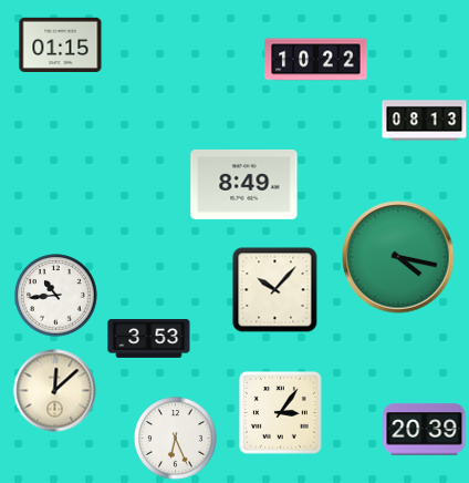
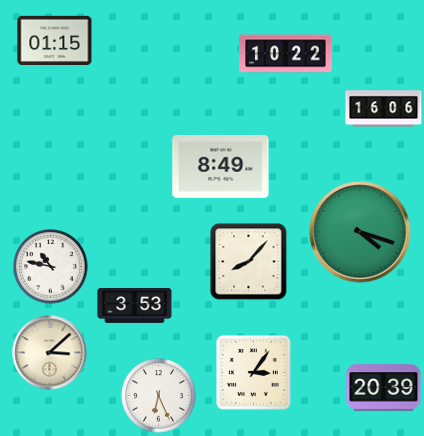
clock at (425, 121): 08:13 -> 16:06
clock at (398, 257): 4:17 -> 4:18
clock at (275, 290): 10:07 -> 8:07
clock at (56, 296): 10:44 -> 10:47
clock at (55, 391): 12:08 -> 3:08
